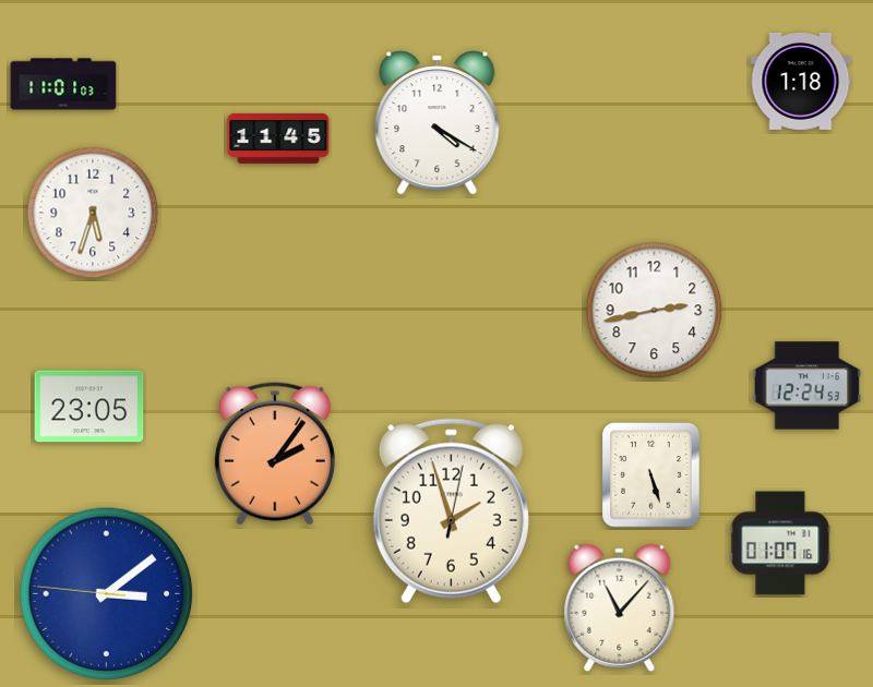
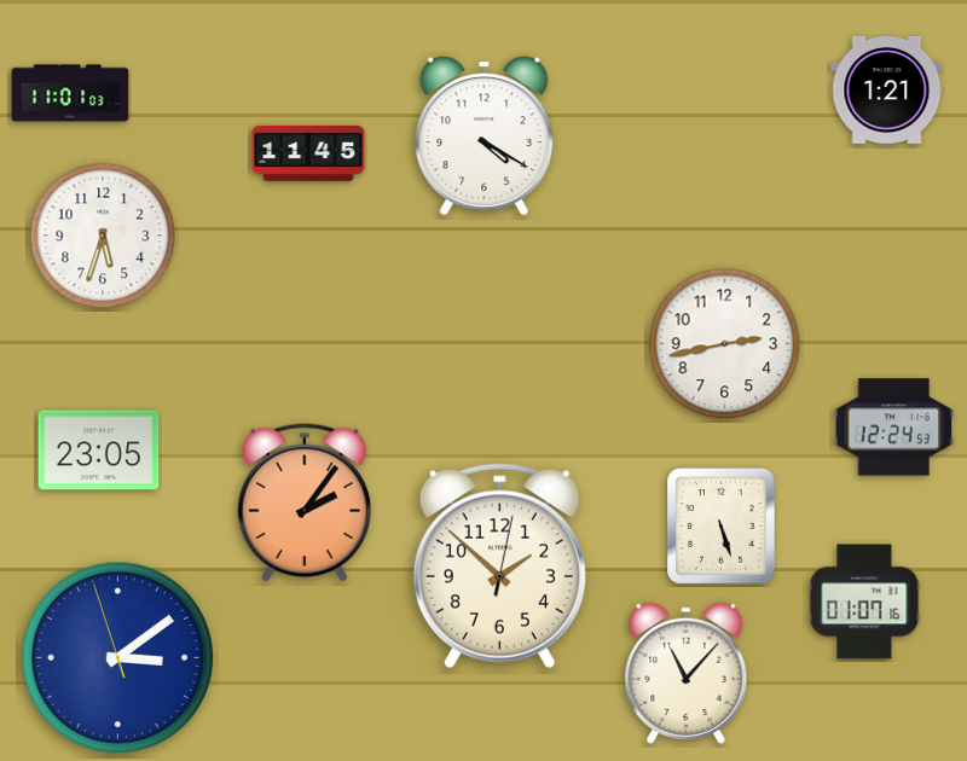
clock at (801, 81): 1:18 -> 1:21
clock at (451, 511): 1:57 -> 1:52
clock at (107, 594): 3:08:46 -> 3:08:57
